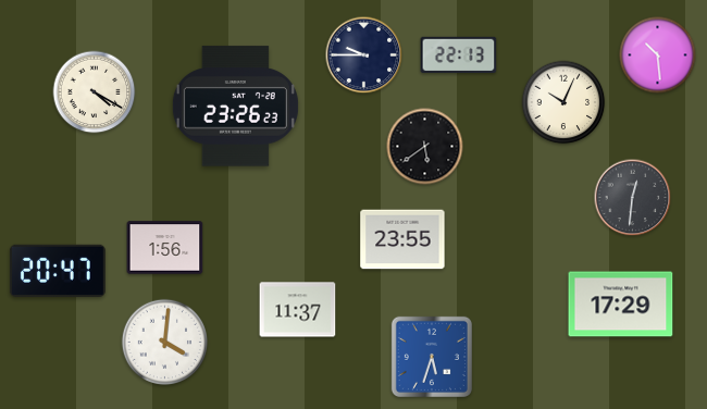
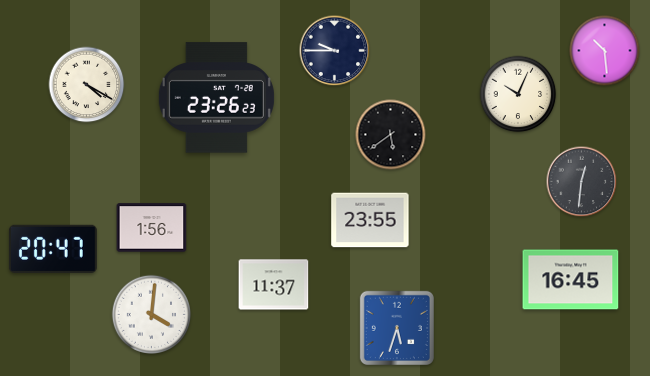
clock at (459, 54): 22:13 -> none
clock at (621, 305): 17:29 -> 16:45
